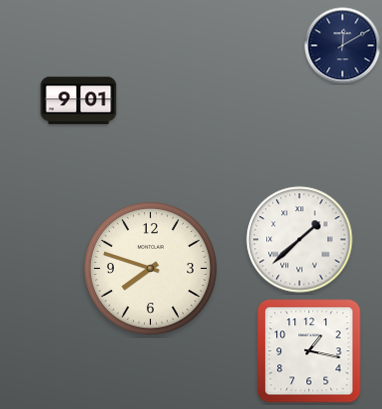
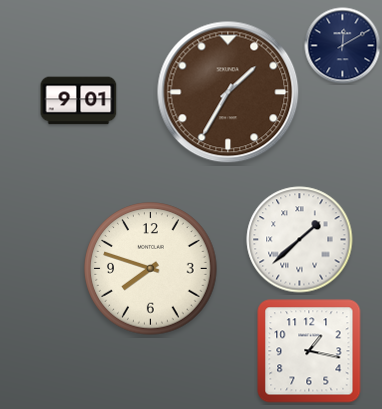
clock at (228, 92): none -> 1:35
